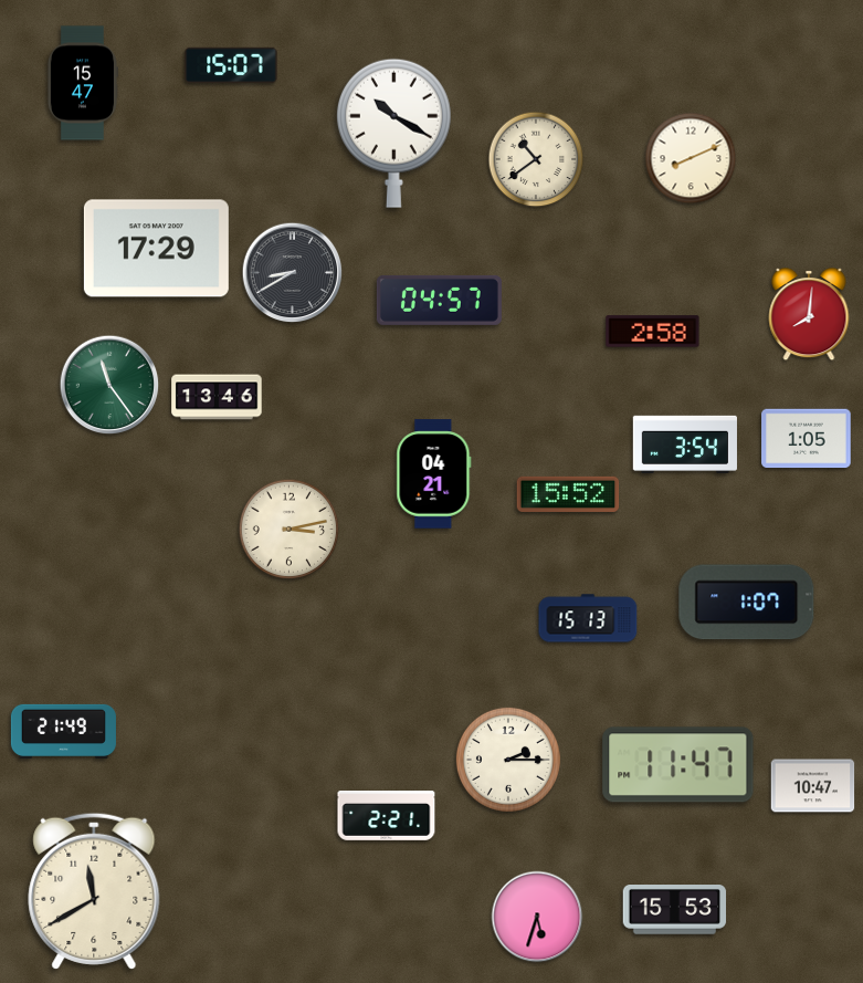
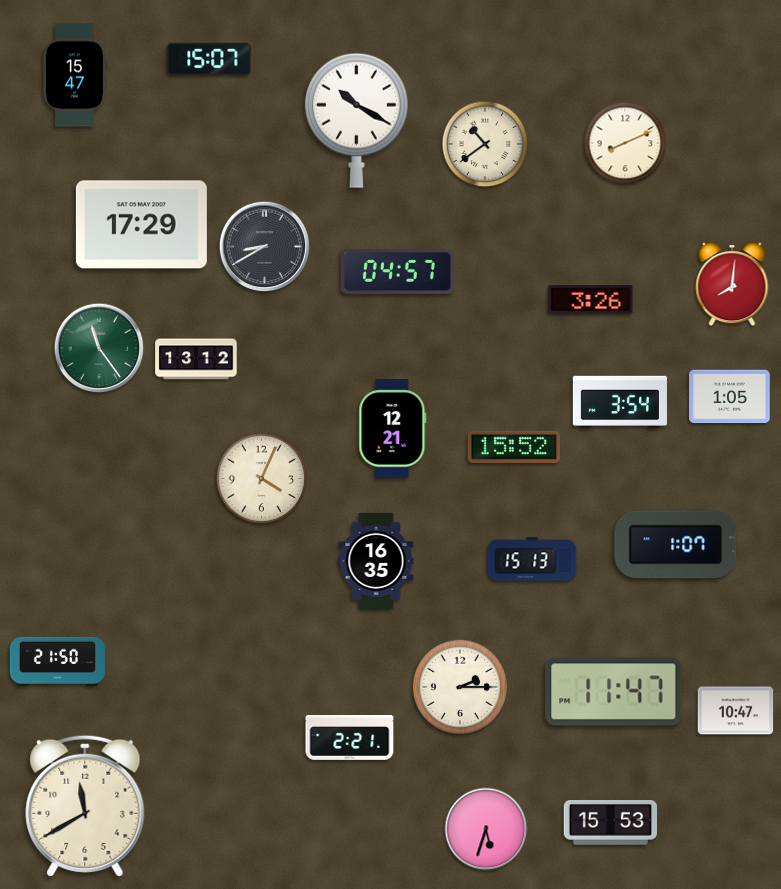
clock at (653, 332): 2:58 -> 3:26
clock at (217, 397): 13:46 -> 13:12
clock at (434, 474): 04:21 -> 12:21
clock at (290, 530): 3:13 -> 4:04
clock at (376, 561): none -> 16:35
clock at (63, 731): 21:49 -> 21:50
